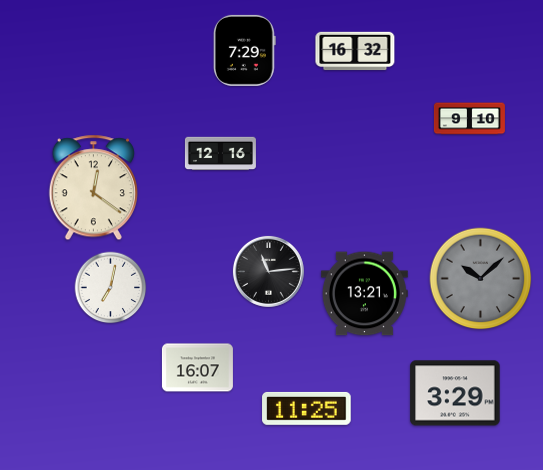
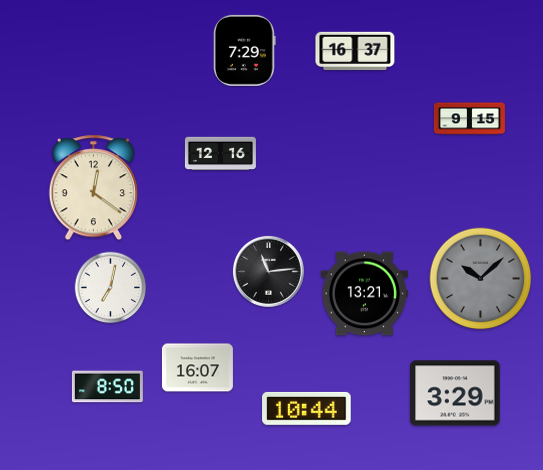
clock at (355, 51): 16:32 -> 16:37
clock at (469, 119): 9:10 -> 9:15
clock at (107, 387): none -> 8:50
clock at (307, 408): 11:25 -> 10:44
